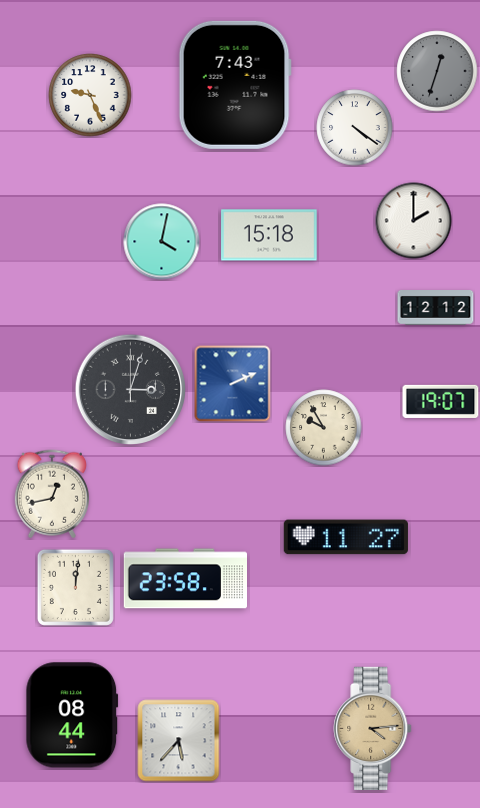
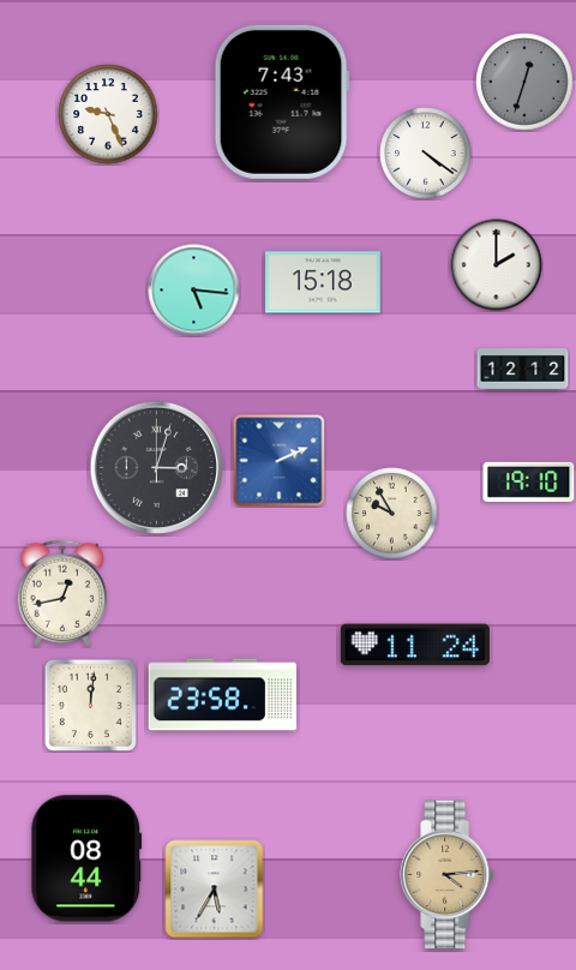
clock at (437, 71) position: (437, 71) -> (524, 82)
clock at (162, 242): 4:02 -> 5:16
clock at (441, 401): 19:07 -> 19:10
clock at (324, 428) position: (324, 428) -> (392, 514)
clock at (346, 537): 11:27 -> 11:24
clock at (179, 741): 5:37 -> 5:35
